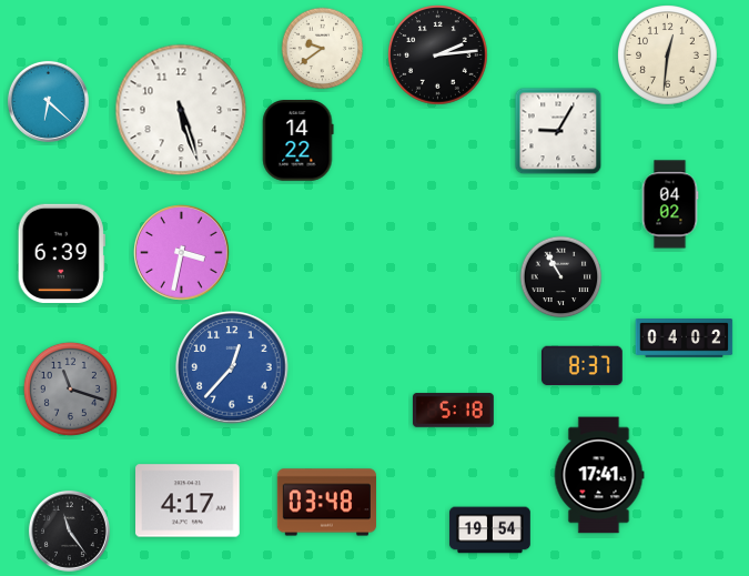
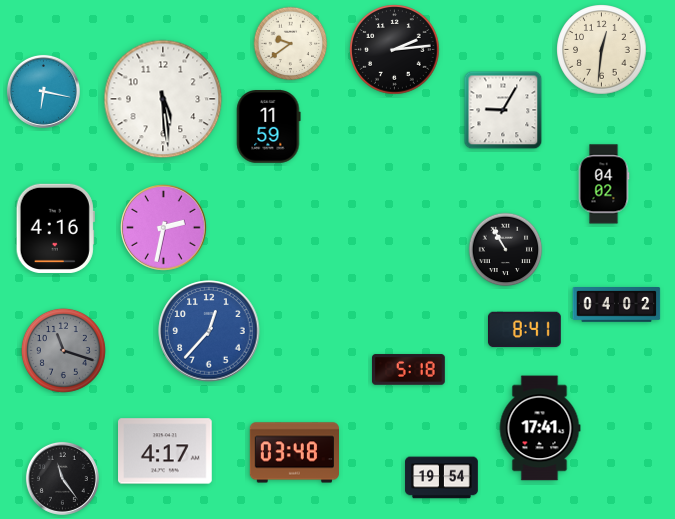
clock at (48, 101): 6:22 -> 6:17
clock at (181, 110): 5:27 -> 5:29
clock at (558, 131) position: (558, 131) -> (503, 110)
clock at (298, 141): 14:22 -> 11:59
clock at (61, 253): 6:39 -> 4:16
clock at (182, 253): 3:32 -> 2:32
clock at (583, 366): 8:37 -> 8:41
clock at (188, 501) position: (188, 501) -> (165, 451)
